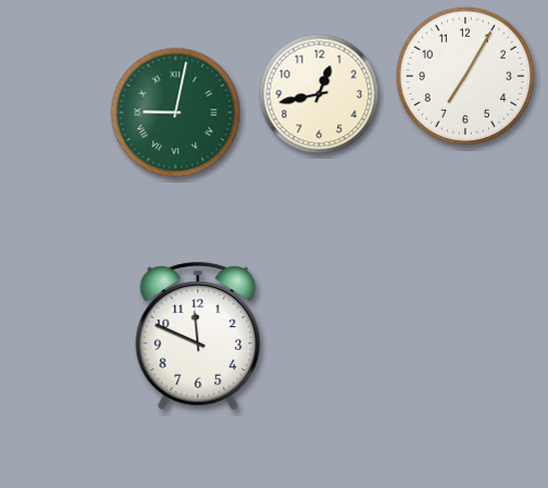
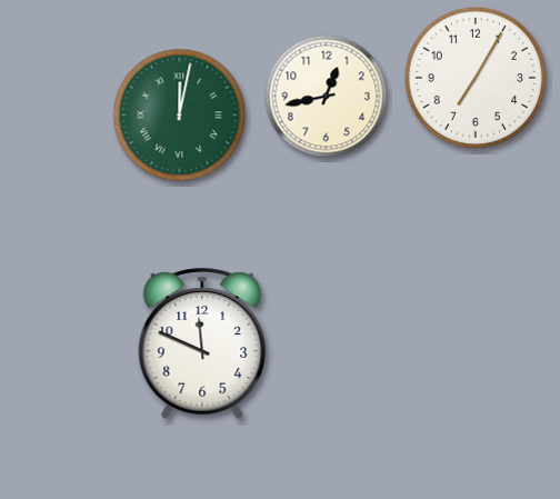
clock at (176, 113): 9:02 -> 12:02
